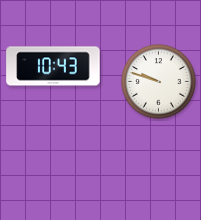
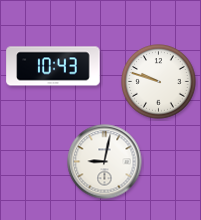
clock at (105, 162): none -> 9:02
